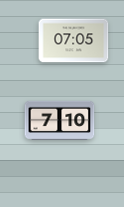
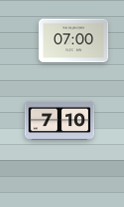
clock at (74, 41): 07:05 -> 07:00
